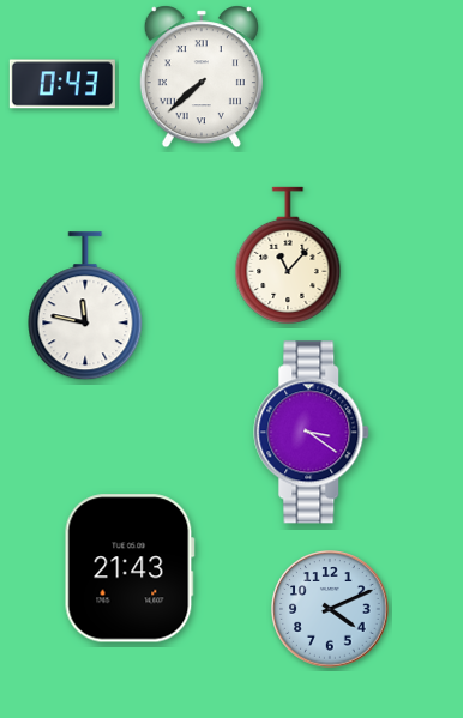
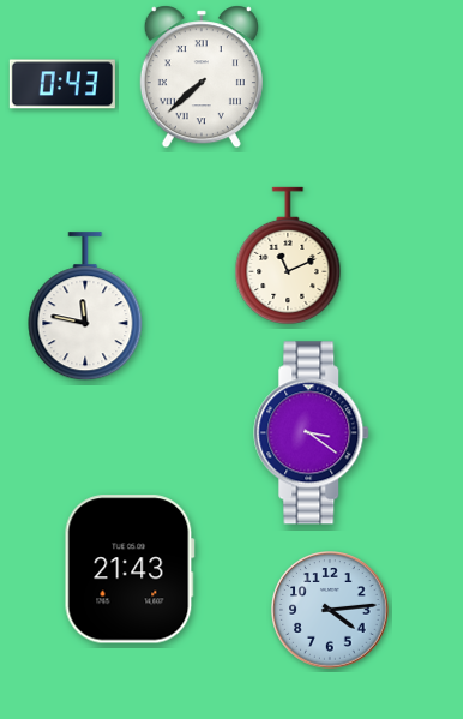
clock at (288, 255): 11:07 -> 11:11
clock at (330, 609): 4:11 -> 4:14
